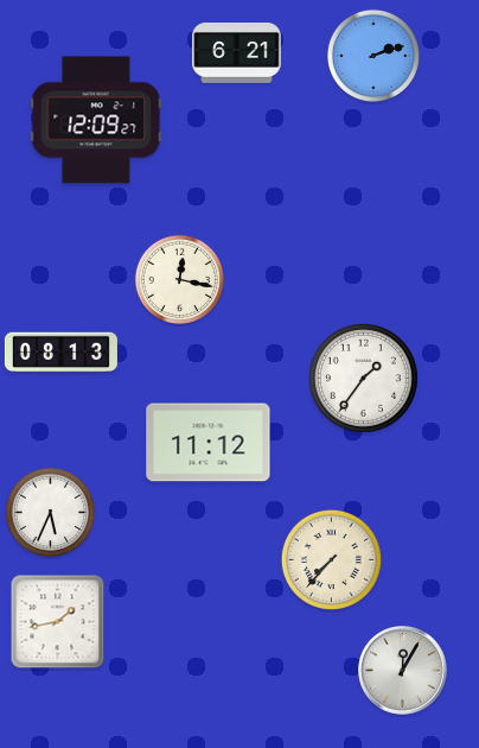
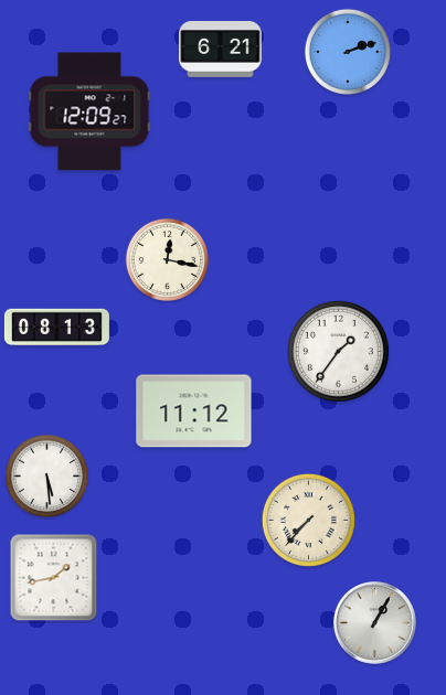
clock at (50, 512): 5:34 -> 5:29
clock at (403, 671): 12:05 -> 1:05
